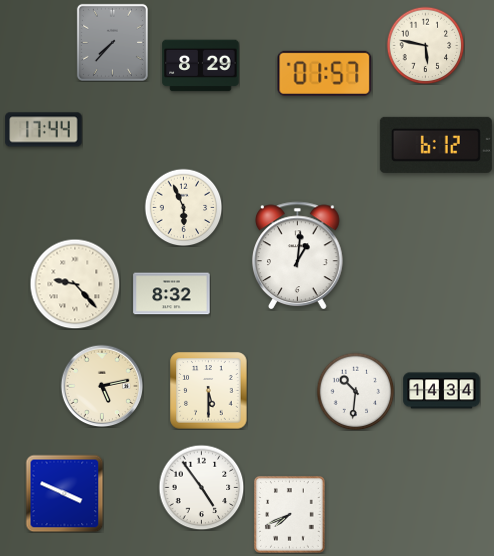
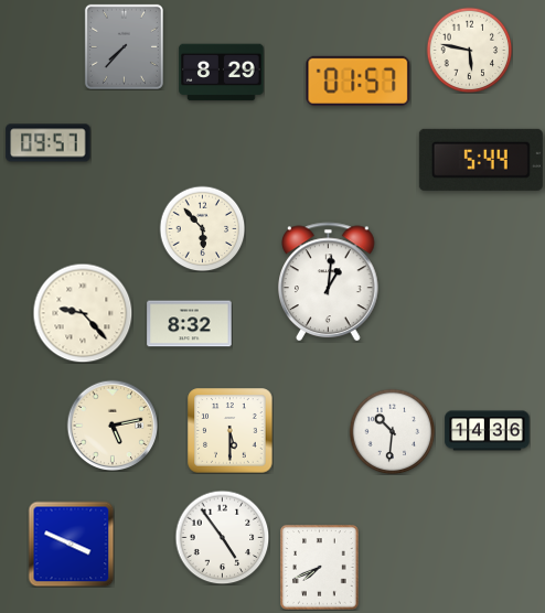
clock at (44, 130): 17:44 -> 09:57
clock at (436, 145): 6:12 -> 5:44
clock at (183, 207): 5:56 -> 5:53
clock at (442, 391): 14:34 -> 14:36
